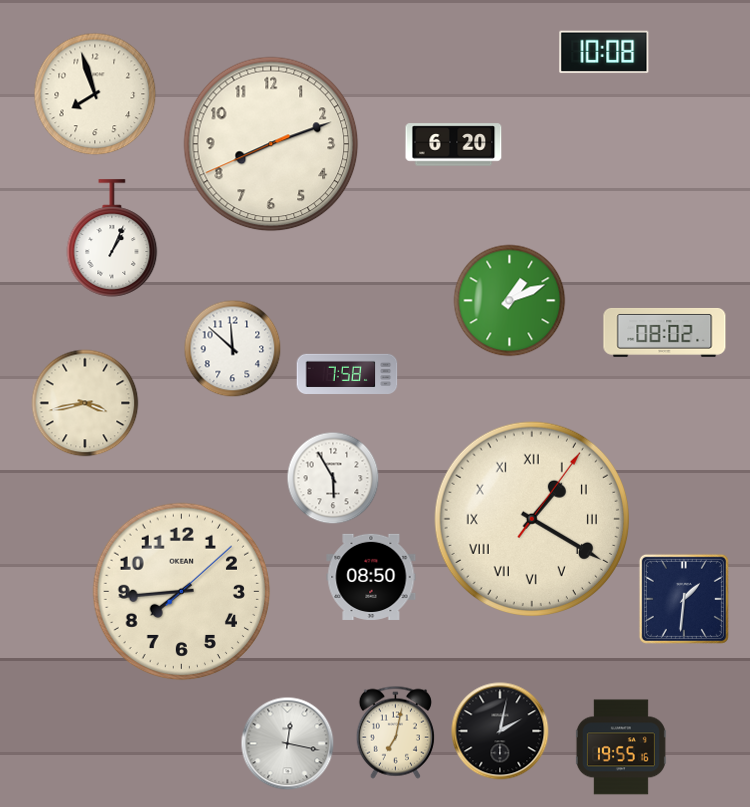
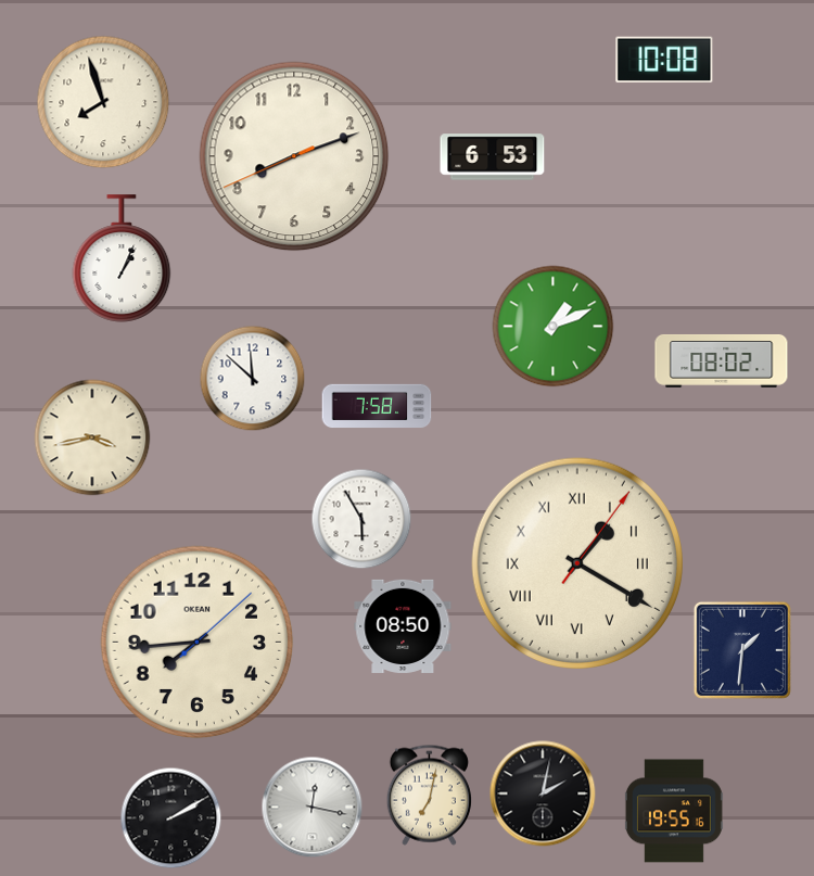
clock at (604, 52) position: (604, 52) -> (664, 60)
clock at (454, 145): 6:20 -> 6:53
clock at (171, 818): none -> 2:10
